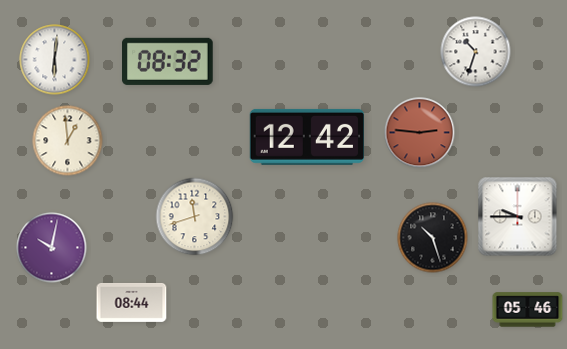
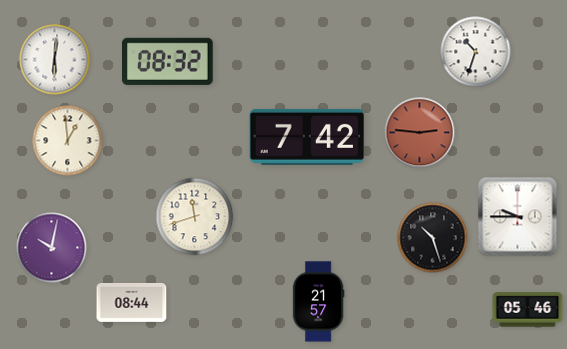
clock at (306, 137): 12:42 -> 7:42
clock at (318, 302): none -> 21:57
